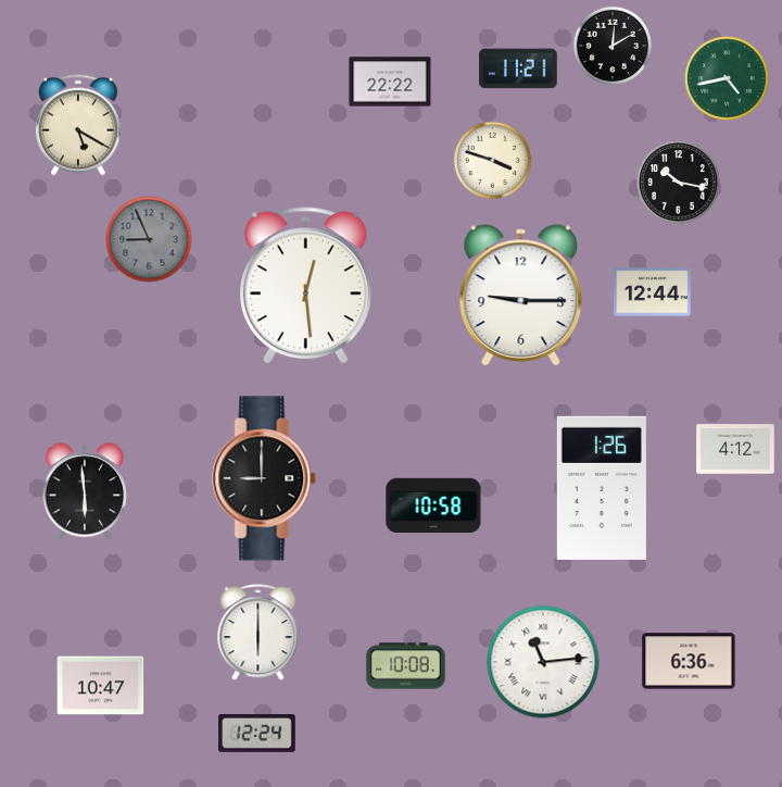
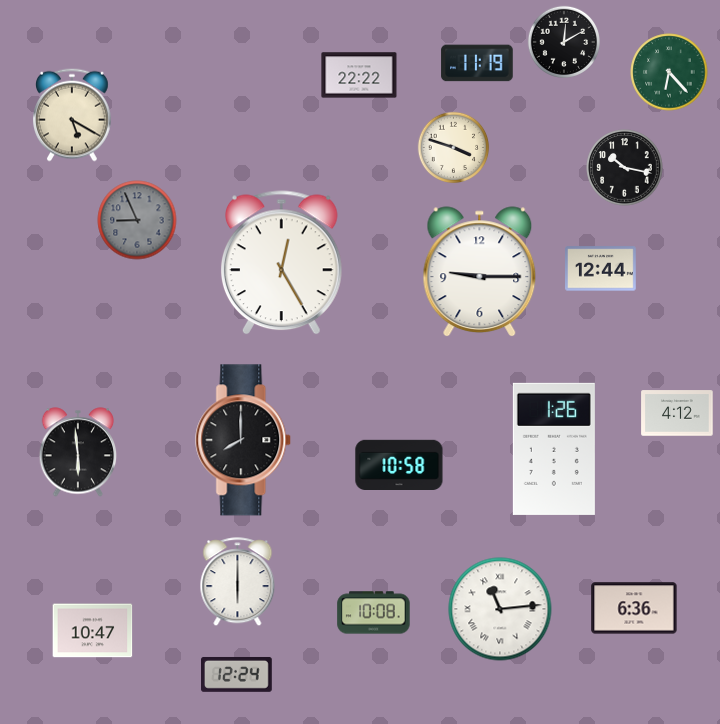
clock at (518, 68): 11:21 -> 11:19
clock at (727, 78): 4:43 -> 6:23
clock at (305, 286): 12:29 -> 12:25
clock at (265, 478): 9:00 -> 8:00
